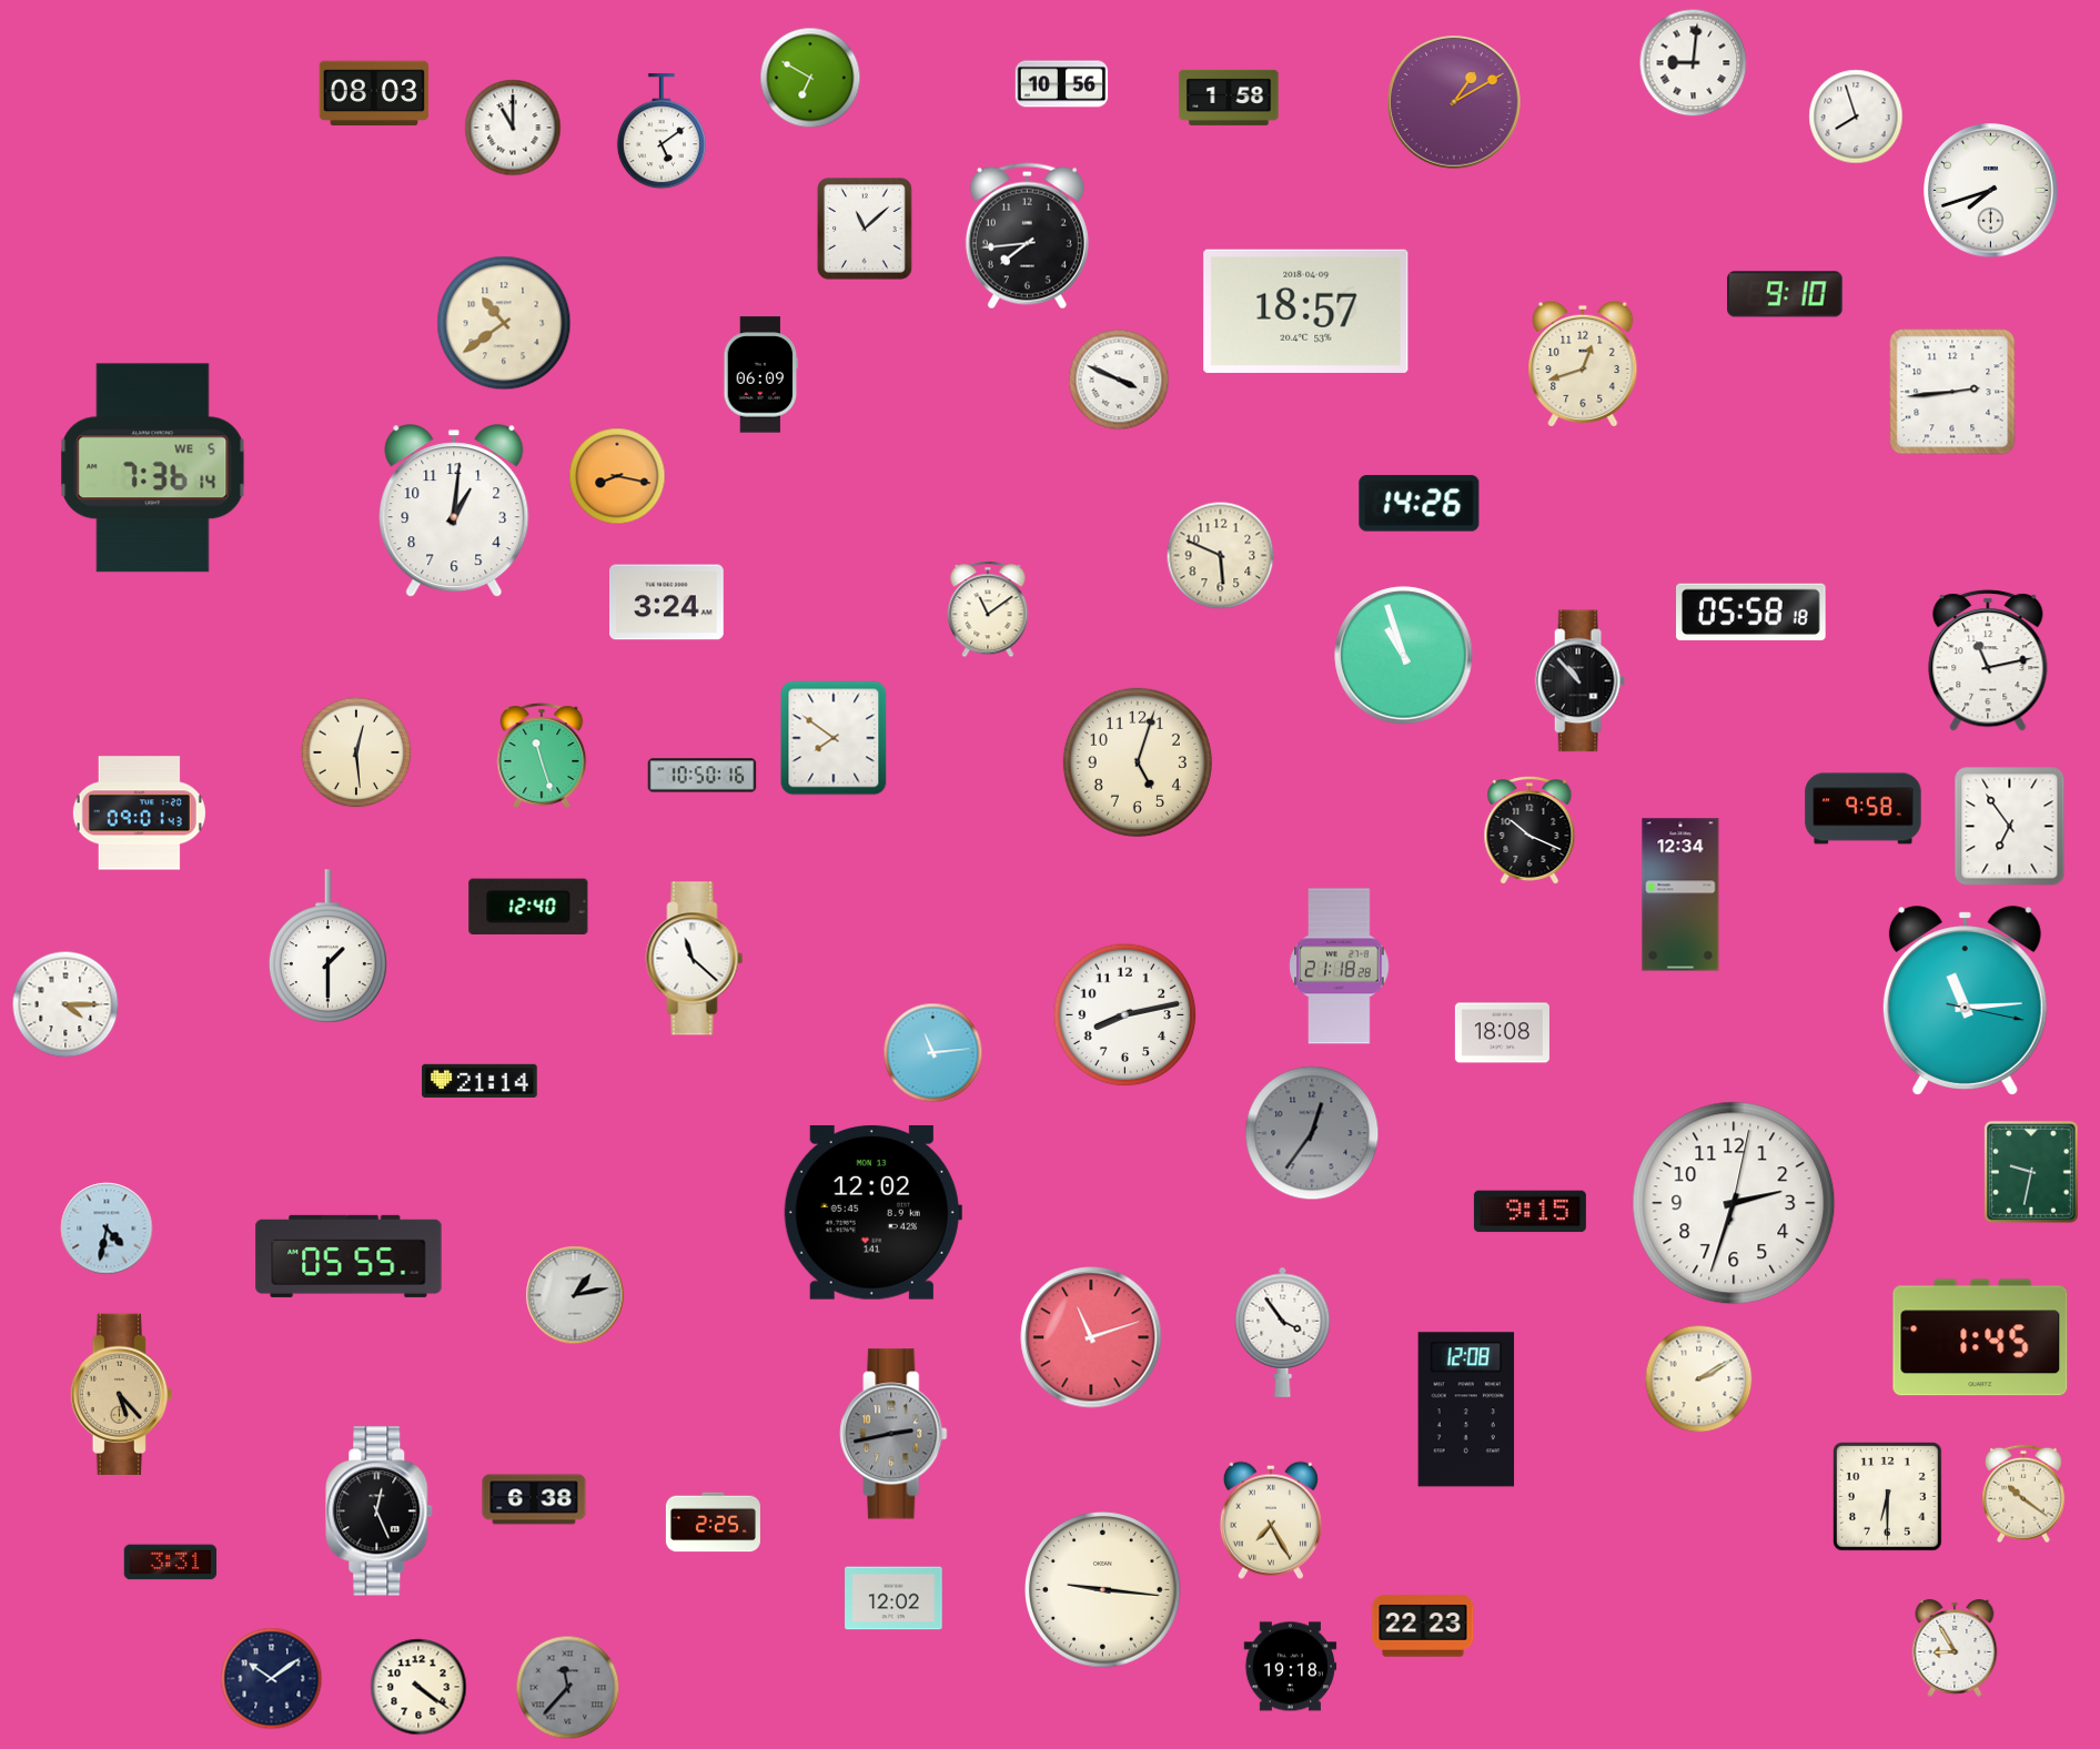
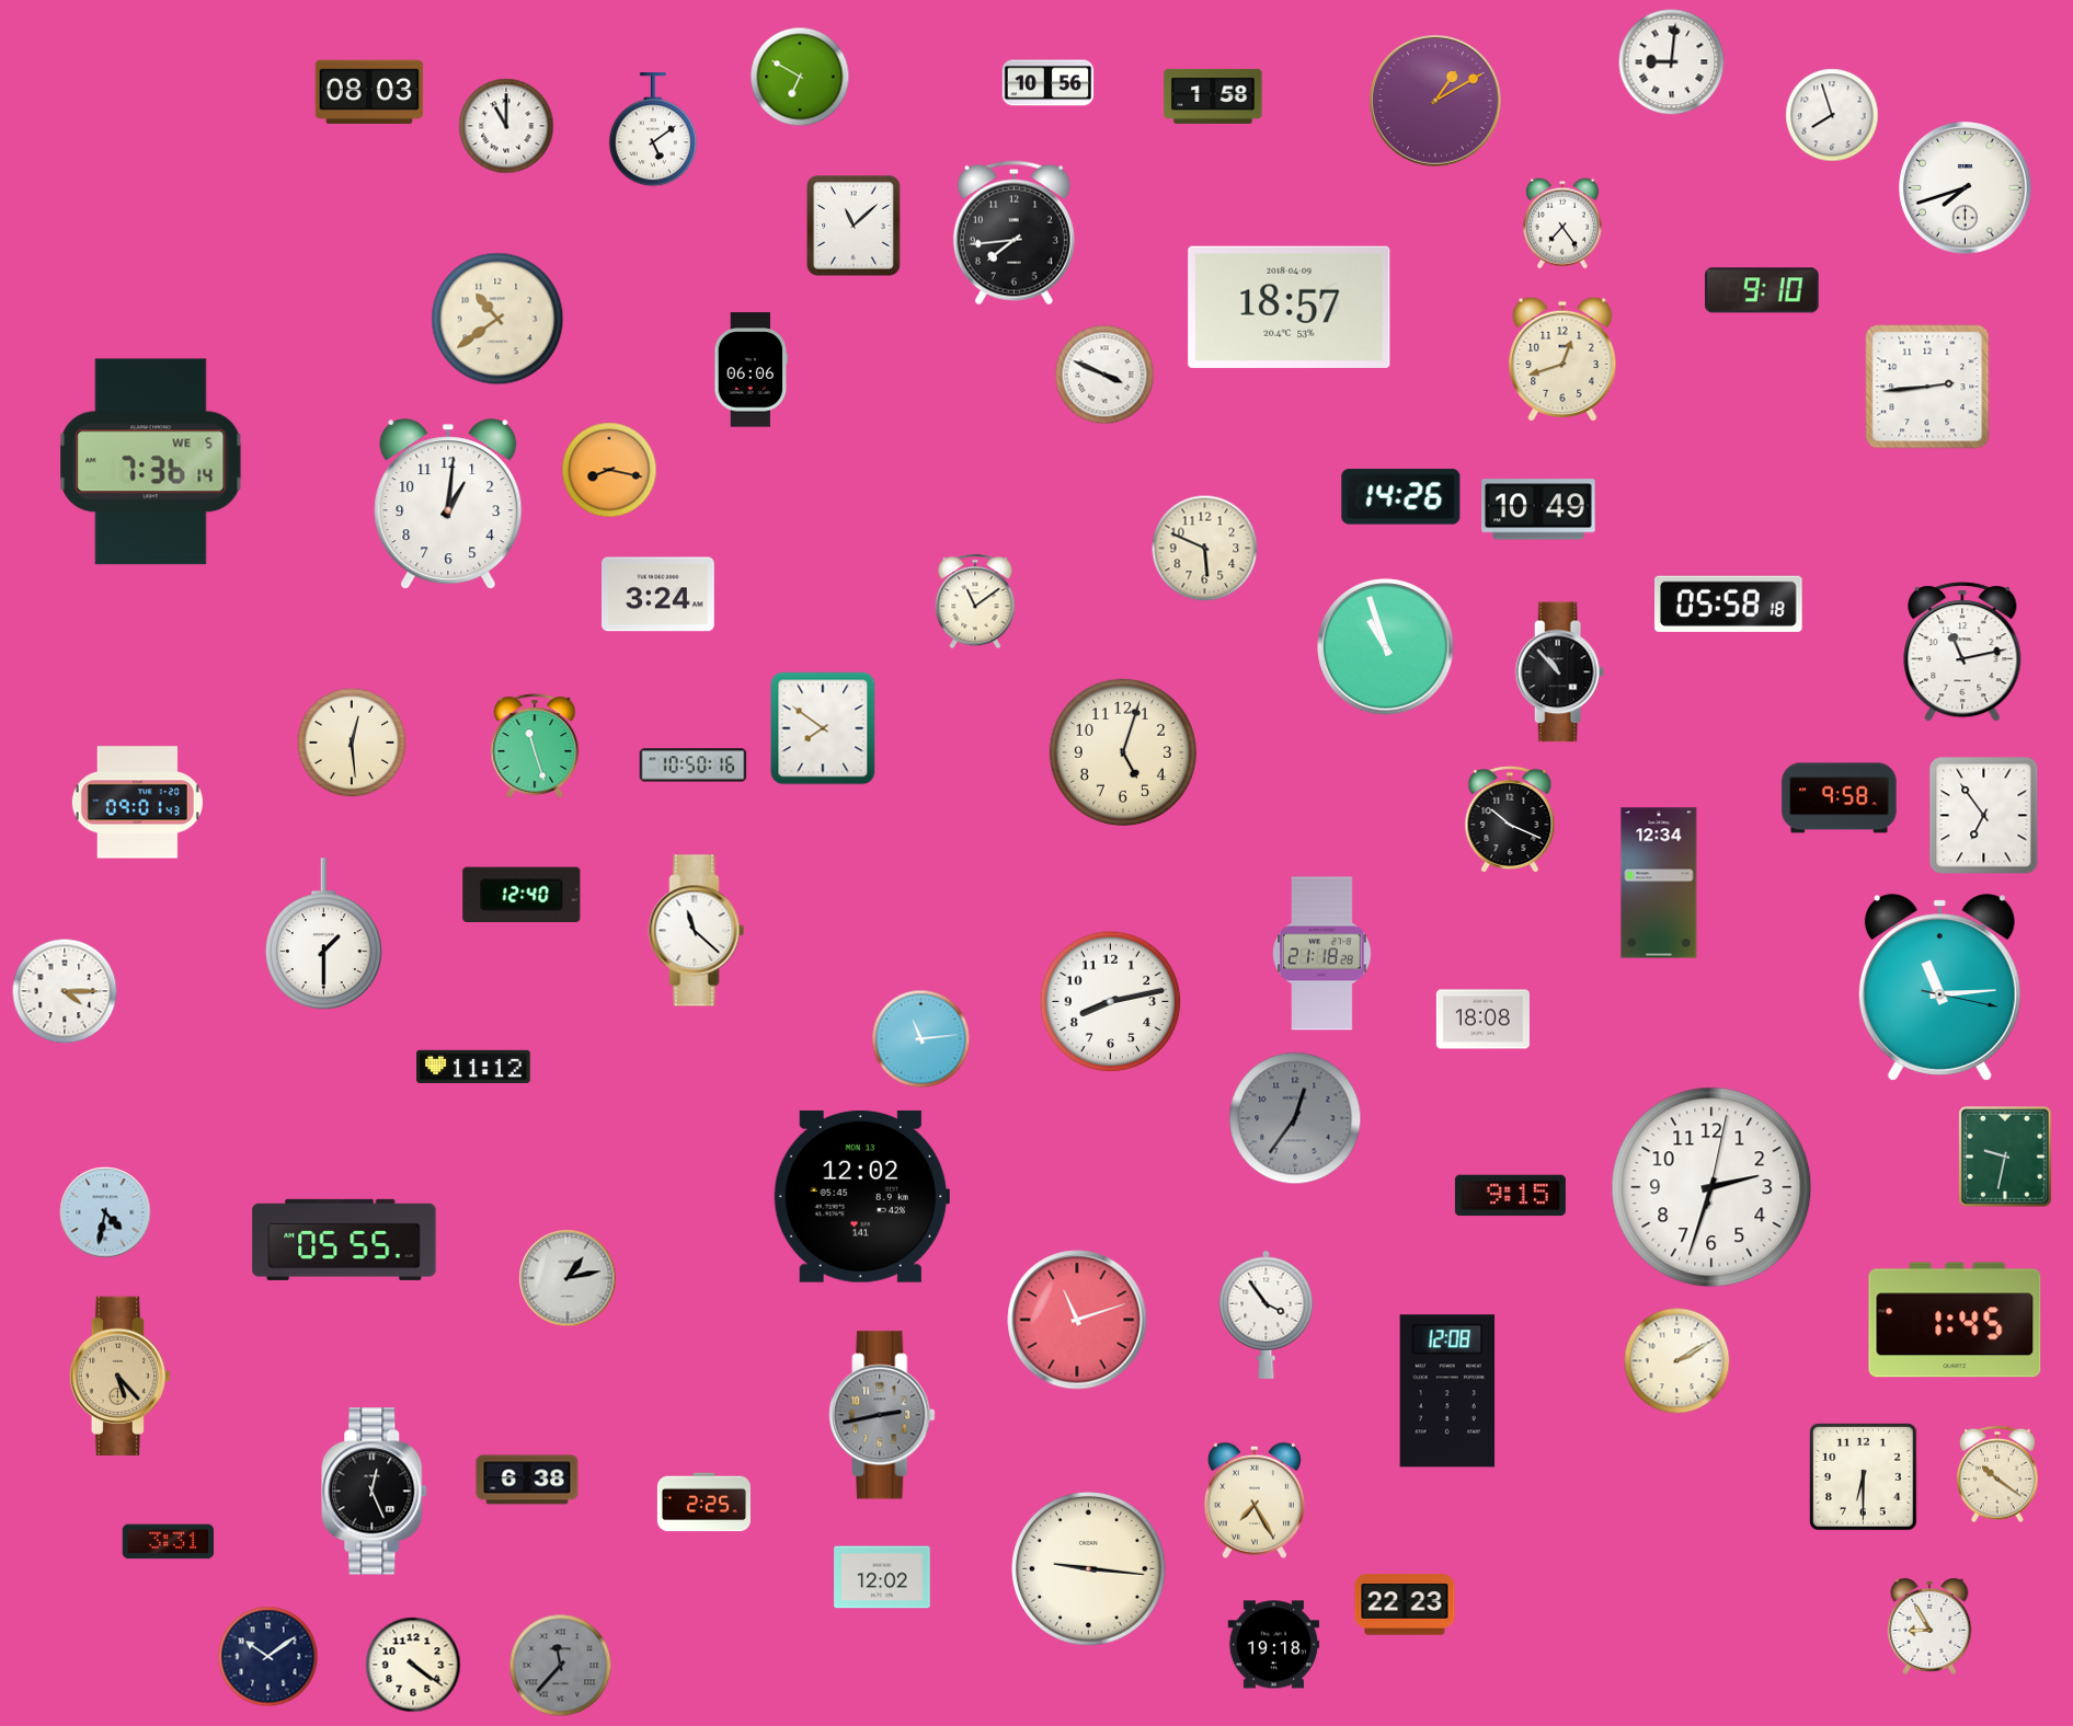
clock at (1562, 223): none -> 7:24
clock at (761, 375): 06:09 -> 06:06
clock at (1538, 509): none -> 10:49
clock at (695, 959) position: (695, 959) -> (697, 931)
clock at (479, 1081): 21:14 -> 11:12
